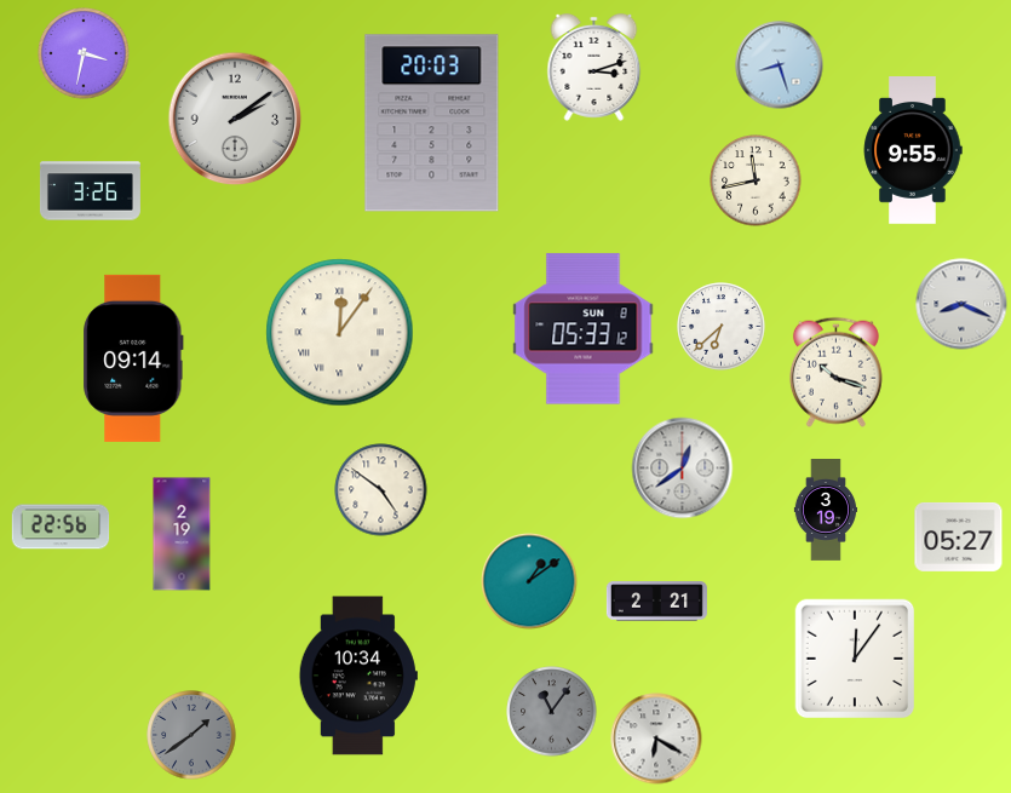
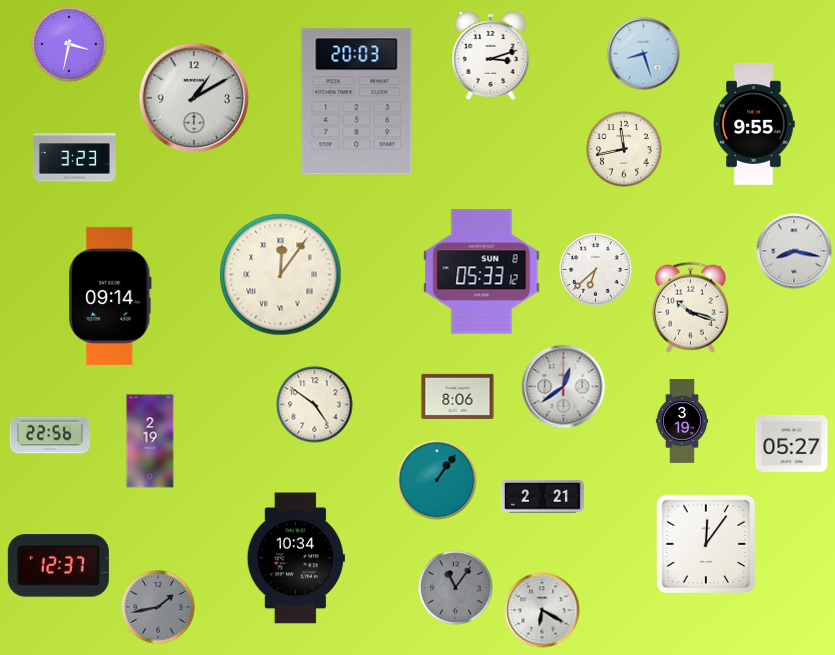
clock at (235, 119): 2:09 -> 1:10
clock at (90, 191): 3:26 -> 3:23
clock at (961, 304): 8:19 -> 8:17
clock at (458, 396): none -> 8:06
clock at (529, 581): 1:09 -> 1:06
clock at (58, 566): none -> 12:37
clock at (191, 735): 1:39 -> 1:43
